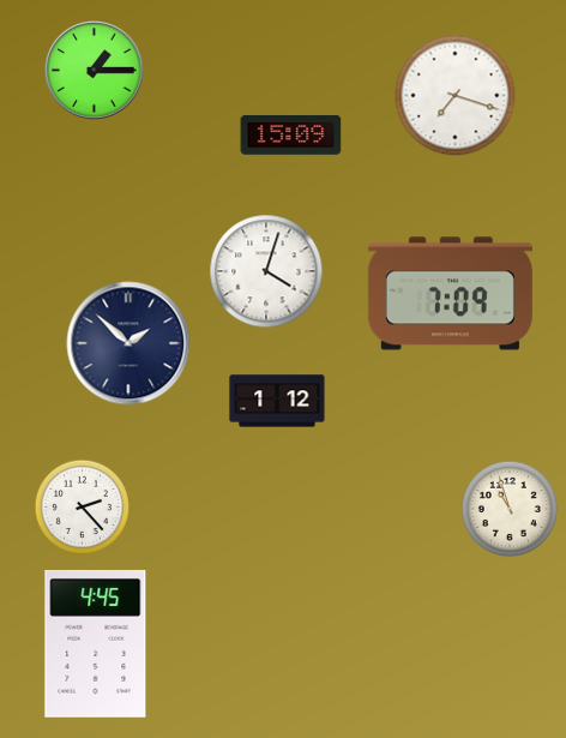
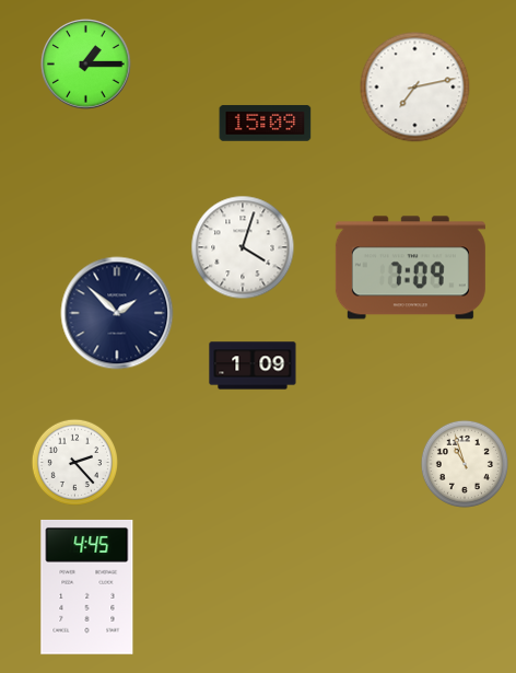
clock at (456, 96): 7:18 -> 7:13
clock at (277, 401): 1:12 -> 1:09
